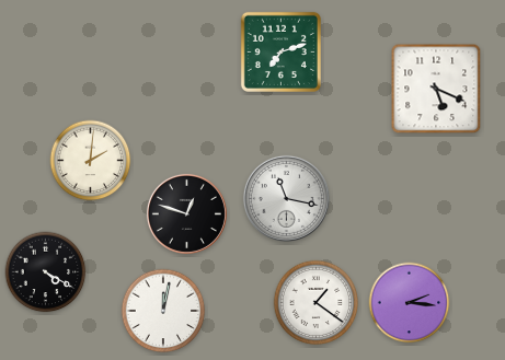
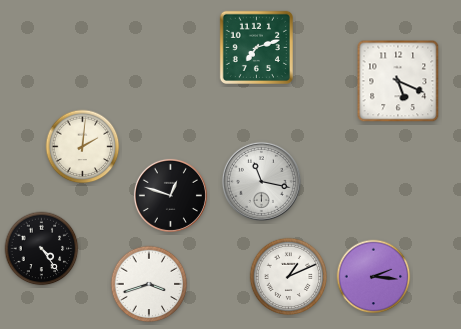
clock at (46, 272): 4:20 -> 4:24
clock at (317, 303): 1:21 -> 1:11
clock at (163, 311): 12:02 -> 3:42
